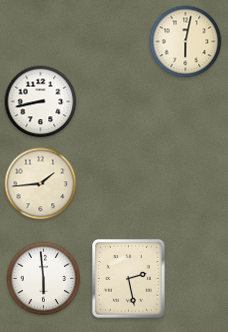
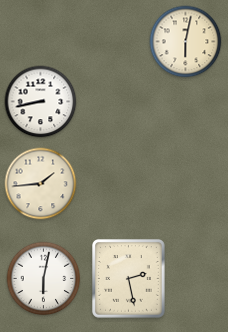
clock at (44, 279): 5:59 -> 6:02
